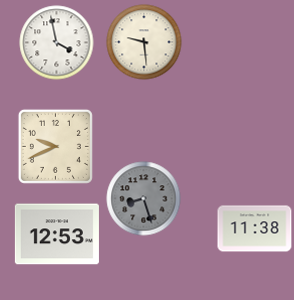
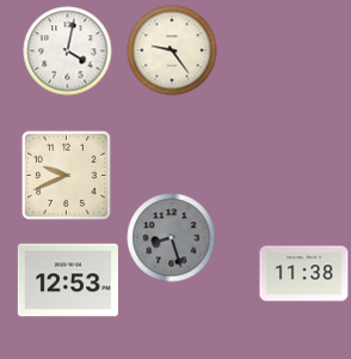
clock at (144, 42): 9:29 -> 9:24
clock at (57, 43): 3:58 -> 4:02
